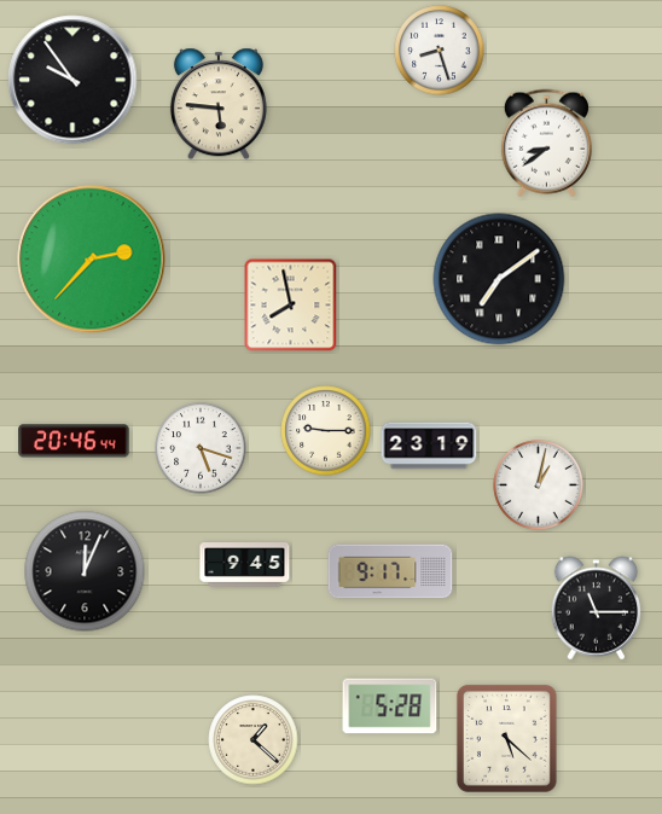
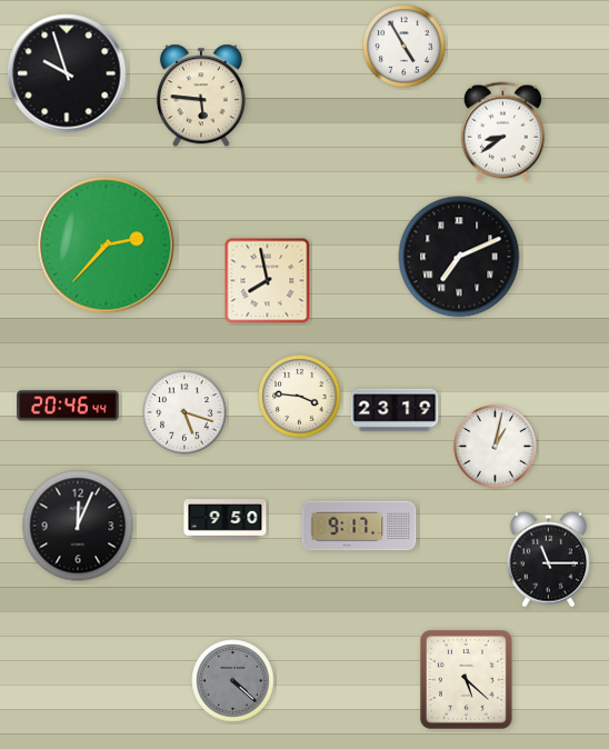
clock at (440, 51): 8:27 -> 4:55
clock at (72, 80): 9:54 -> 9:57
clock at (92, 260) position: (92, 260) -> (107, 246)
clock at (499, 279): 7:09 -> 7:11
clock at (326, 431): 9:15 -> 3:46
clock at (245, 565): 9:45 -> 9:50
clock at (390, 707): 5:28 -> none
clock at (254, 740): 1:22 -> 4:22
clock at (254, 740) dial: cream -> grey
